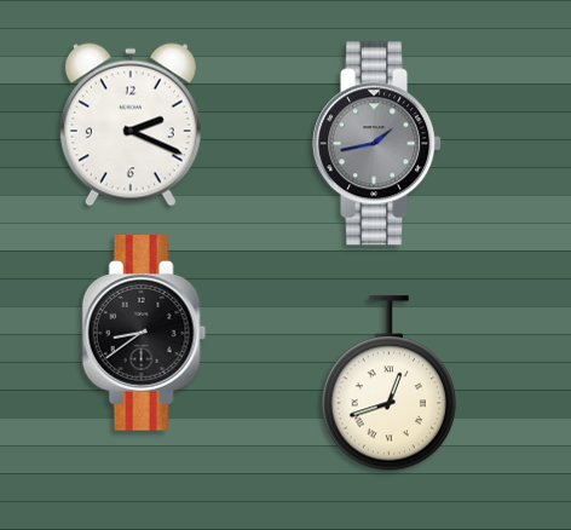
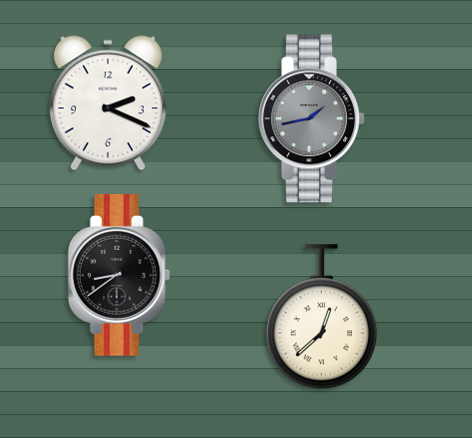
clock at (388, 384): 12:42 -> 12:38
